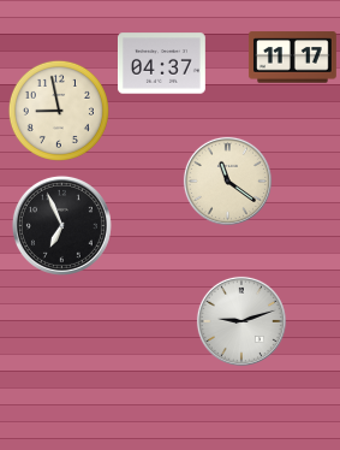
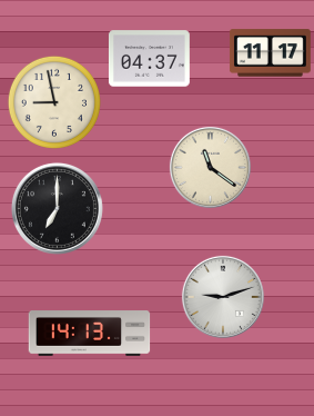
clock at (61, 225): 6:56 -> 7:00
clock at (90, 334): none -> 14:13
